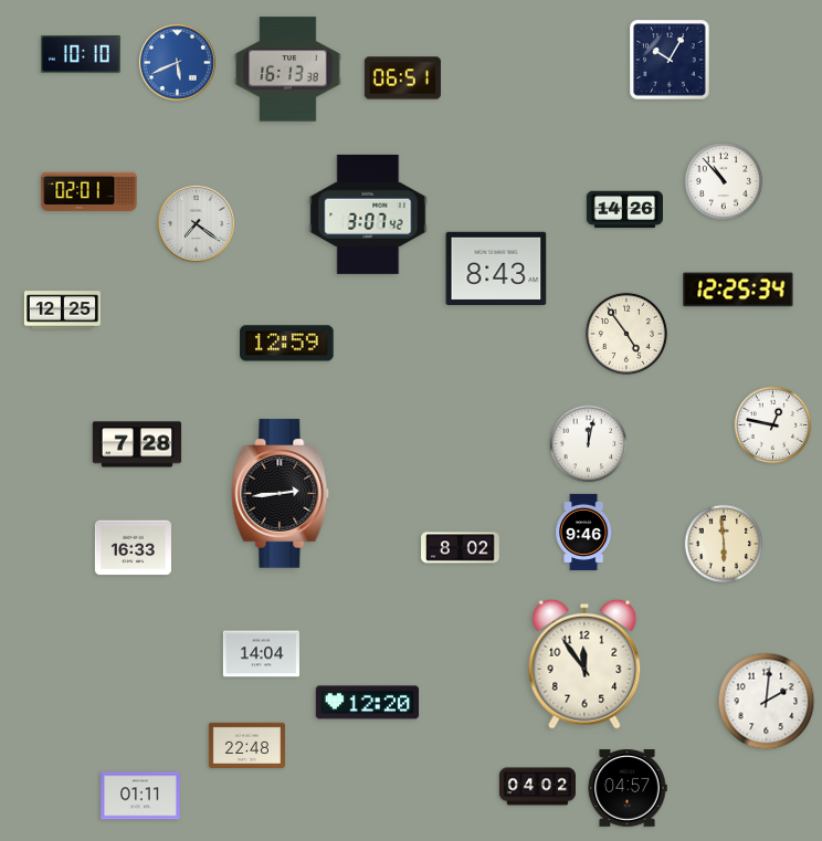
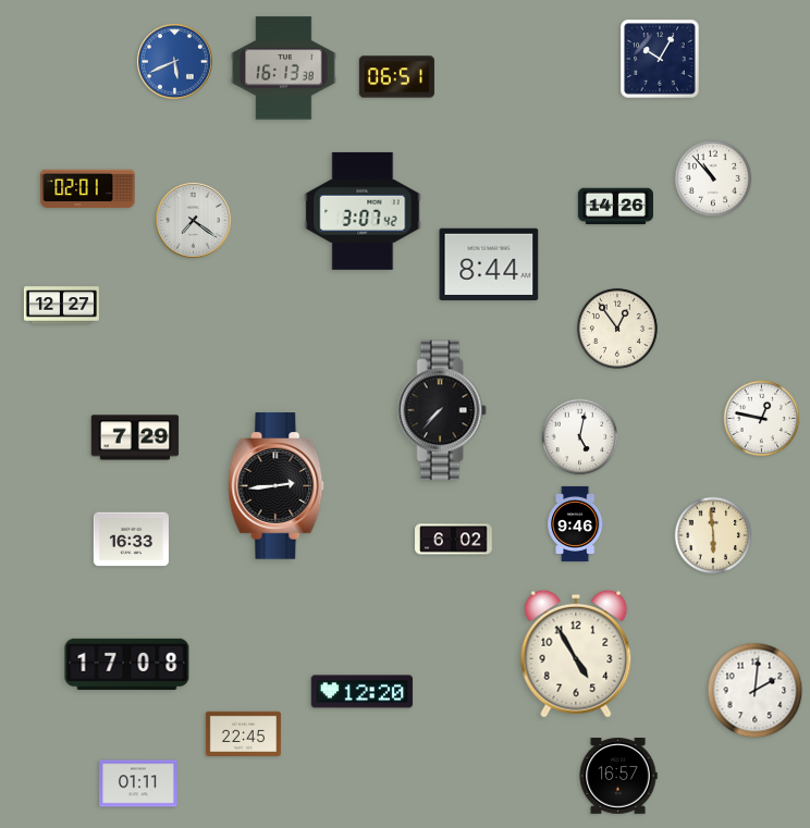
clock at (81, 54): 10:10 -> none
clock at (496, 267): 8:43 -> 8:44
clock at (738, 290): 12:25 -> none
clock at (62, 311): 12:25 -> 12:27
clock at (626, 334): 4:54 -> 12:54
clock at (287, 344): 12:59 -> none
clock at (442, 410): none -> 7:37
clock at (137, 444): 7:28 -> 7:29
clock at (589, 444): 12:02 -> 5:02
clock at (461, 548): 8:02 -> 6:02
clock at (261, 654): 14:04 -> none
clock at (584, 664): 11:54 -> 4:55
clock at (127, 664): none -> 17:08
clock at (246, 745): 22:48 -> 22:45
clock at (537, 787): 04:02 -> none
clock at (628, 788): 04:57 -> 16:57
